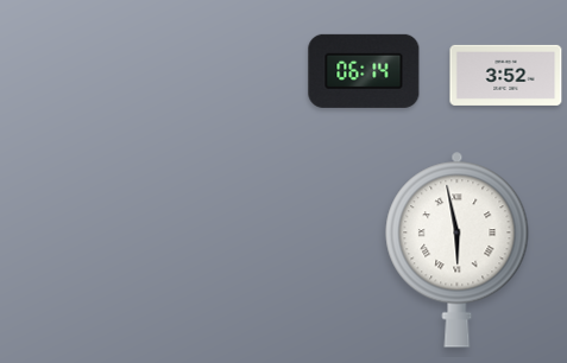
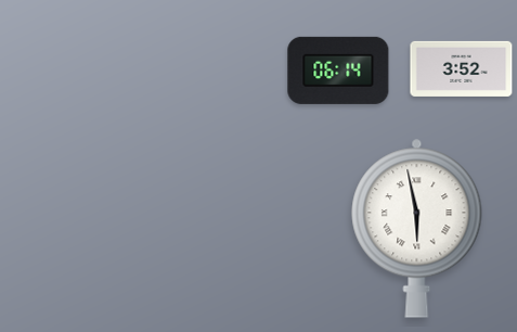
clock at (364, 71) position: (364, 71) -> (338, 71)
